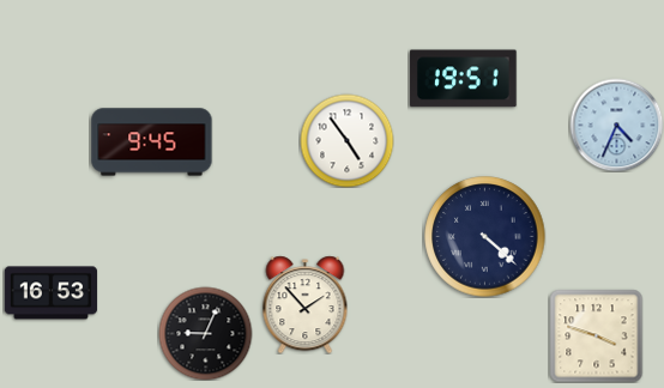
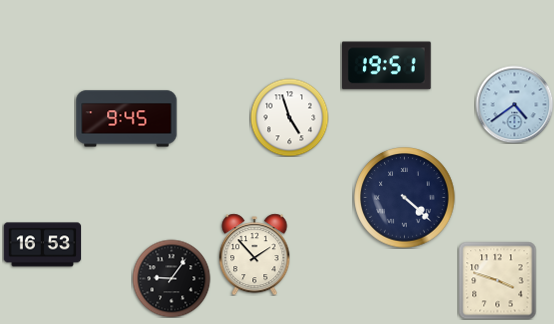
clock at (616, 125): 4:34 -> 4:39
clock at (346, 140): 4:54 -> 4:57
clock at (205, 333): 9:04 -> 9:06
